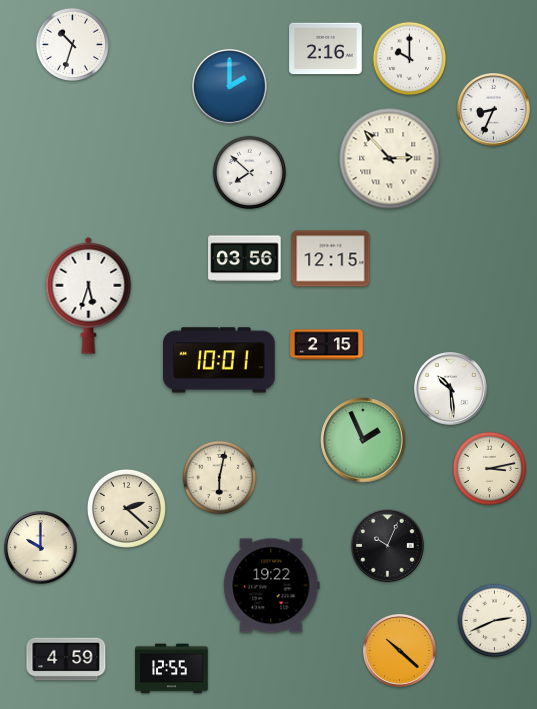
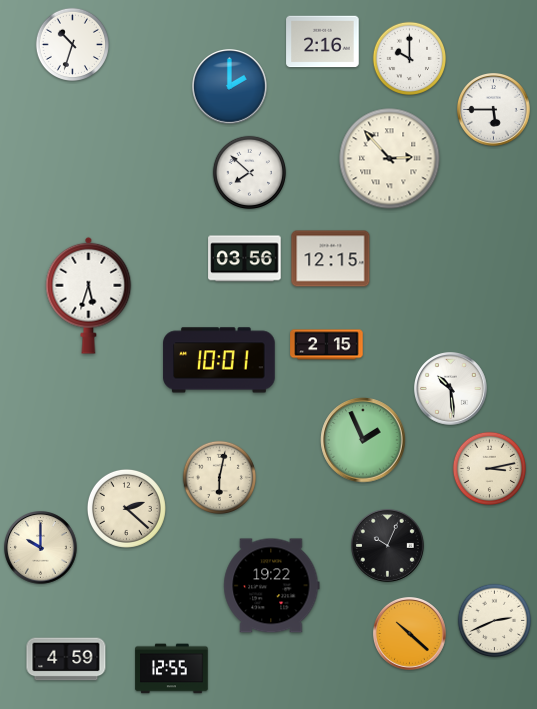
clock at (326, 49) position: (326, 49) -> (323, 42)
clock at (494, 110): 8:34 -> 5:45
clock at (400, 651) position: (400, 651) -> (410, 634)
